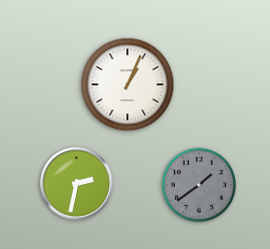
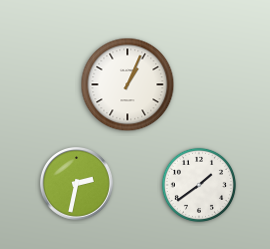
clock at (199, 185) dial: grey -> white
